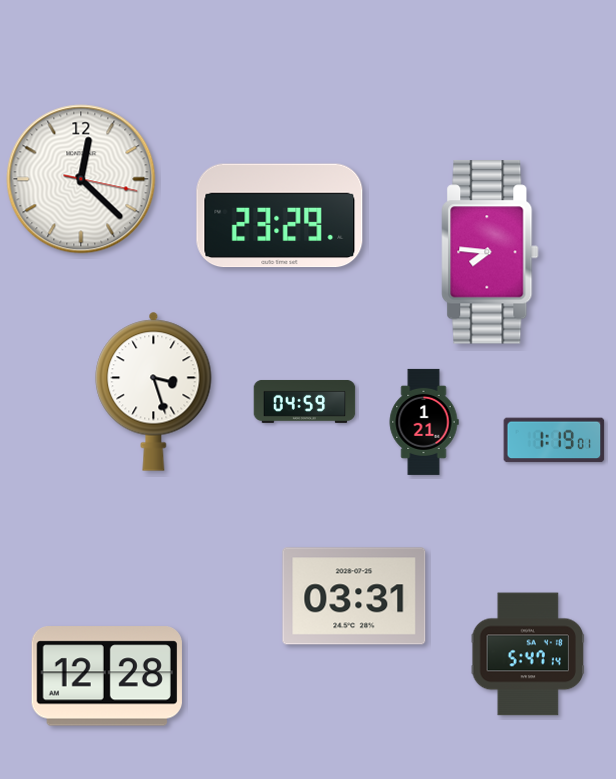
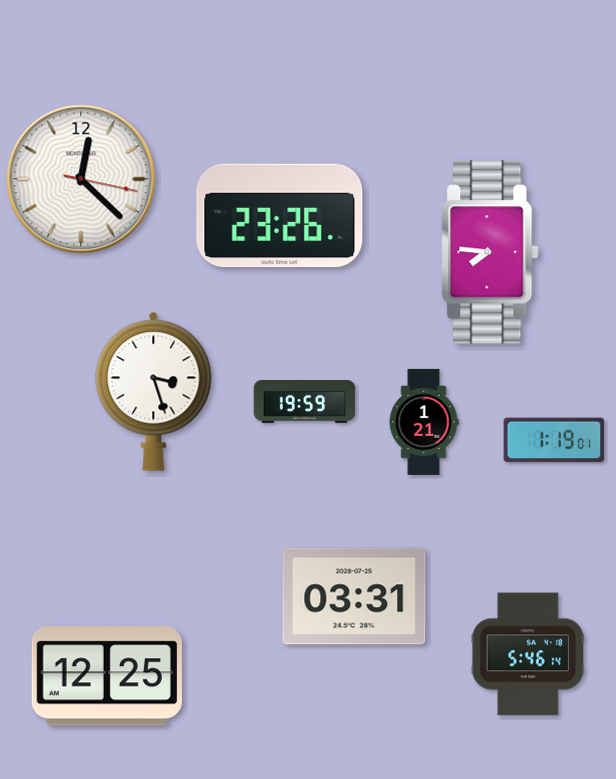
clock at (280, 216): 23:29 -> 23:26
clock at (305, 401): 04:59 -> 19:59
clock at (528, 654): 5:47 -> 5:46
clock at (107, 676): 12:28 -> 12:25
